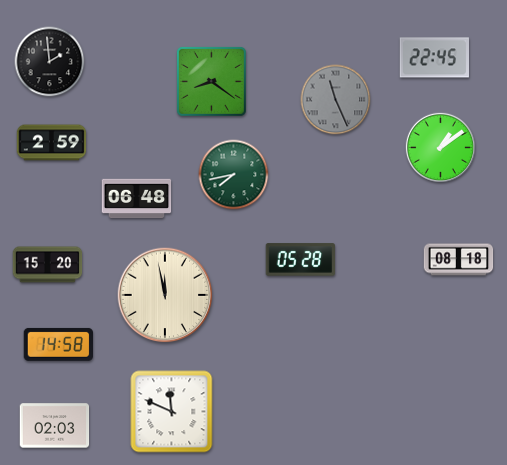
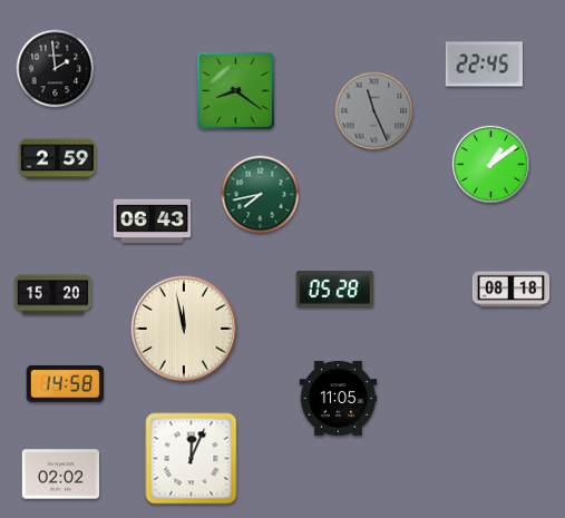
clock at (137, 199): 06:48 -> 06:43
clock at (339, 398): none -> 11:05
clock at (172, 412): 11:49 -> 12:04
clock at (55, 426): 02:03 -> 02:02
